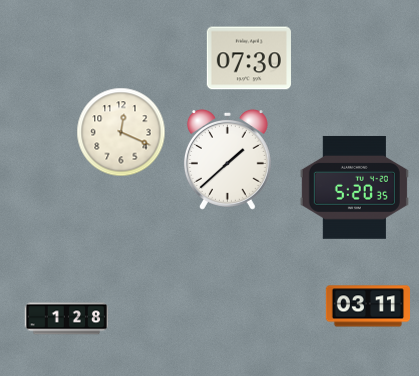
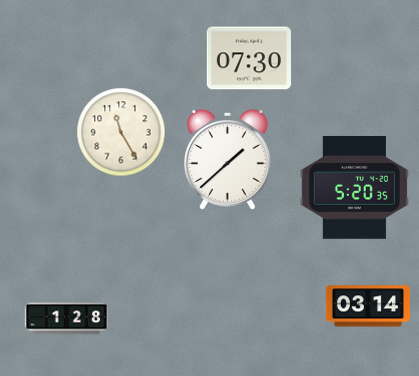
clock at (121, 132): 12:19 -> 11:25
clock at (367, 306): 03:11 -> 03:14
